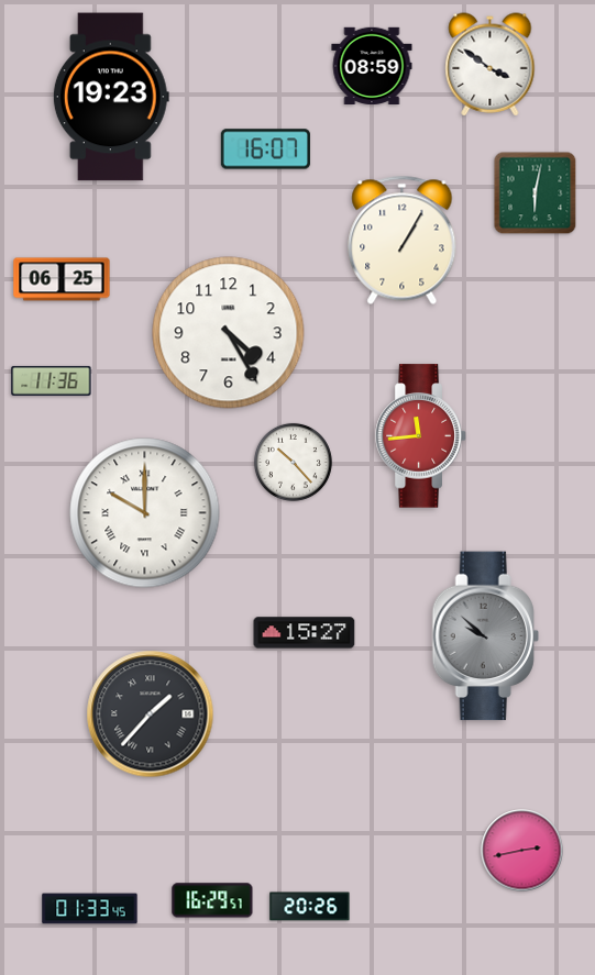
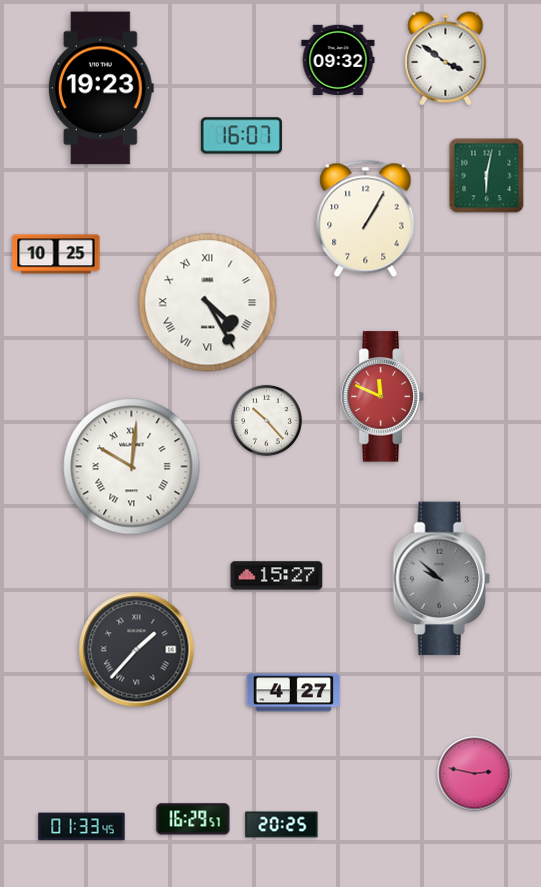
clock at (372, 65): 08:59 -> 09:32
clock at (62, 279): 06:25 -> 10:25
clock at (229, 333) numerals: Arabic -> Roman
clock at (52, 380): 11:36 -> none
clock at (421, 436): 11:44 -> 11:49
clock at (145, 513): 10:00 -> 10:01
clock at (294, 693): none -> 4:27
clock at (522, 851): 2:43 -> 2:47
clock at (310, 907): 20:26 -> 20:25
